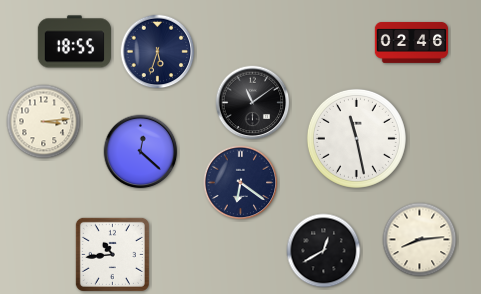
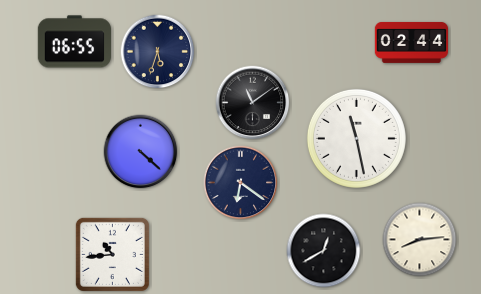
clock at (74, 42): 18:55 -> 06:55
clock at (412, 42): 02:46 -> 02:44
clock at (44, 122): 3:14 -> none
clock at (141, 152): 12:22 -> 4:22
